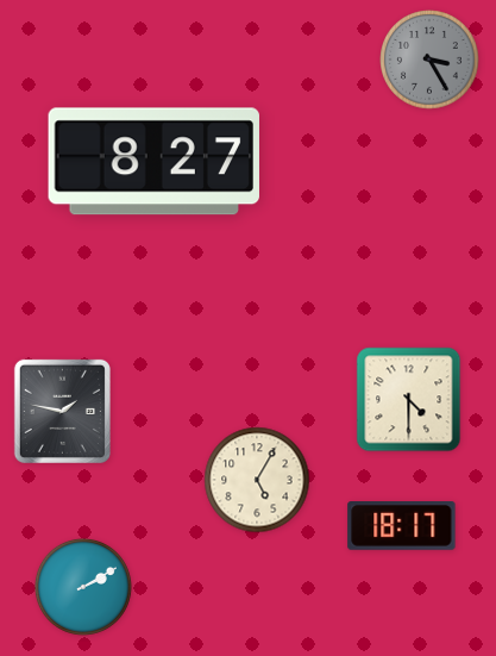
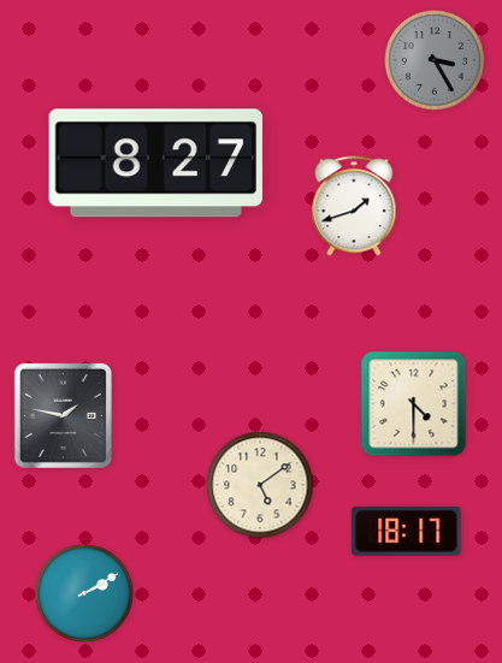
clock at (354, 206): none -> 1:42
clock at (257, 480): 5:05 -> 5:09
